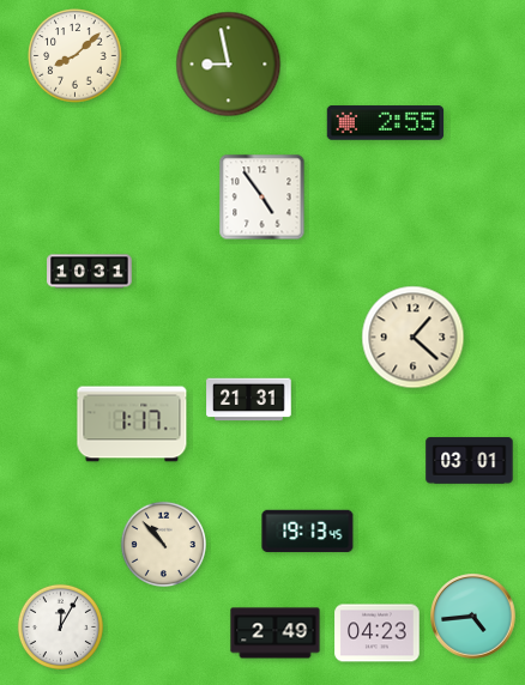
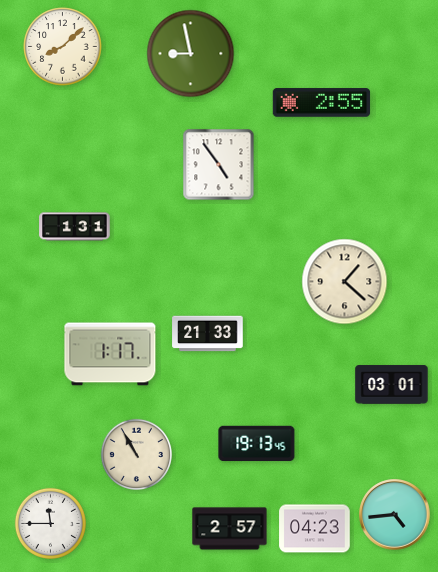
clock at (90, 272): 10:31 -> 1:31
clock at (249, 400): 21:31 -> 21:33
clock at (163, 544): 10:53 -> 10:55
clock at (60, 626): 12:05 -> 11:45
clock at (276, 634): 2:49 -> 2:57
